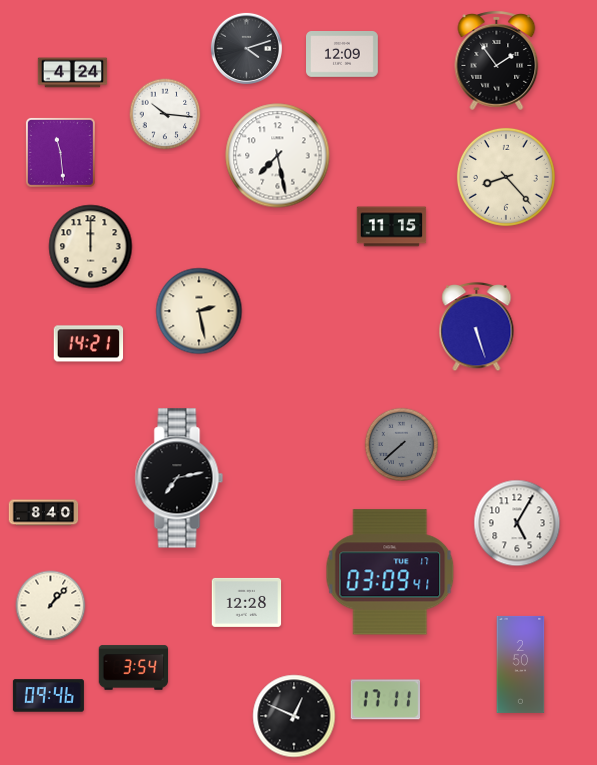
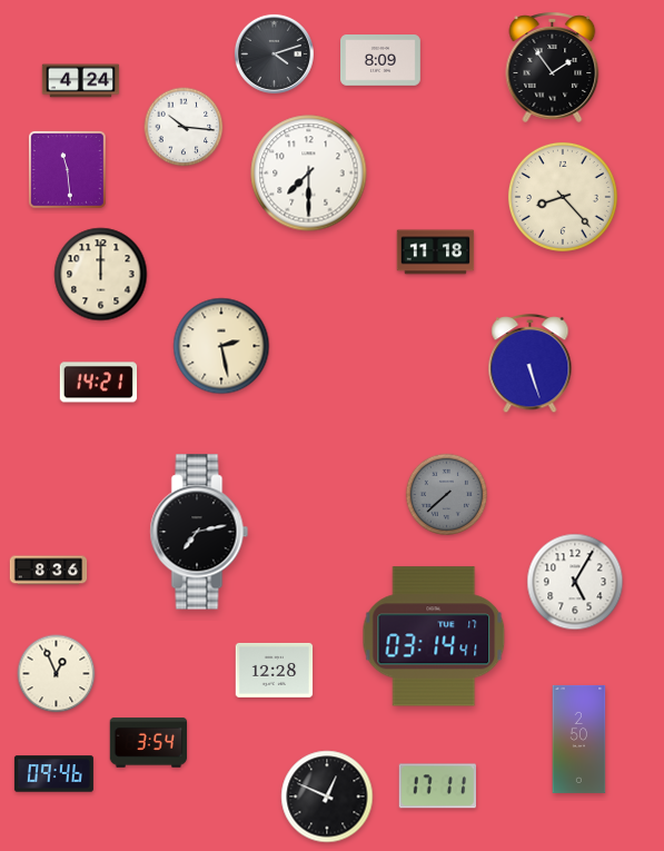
clock at (343, 54): 12:09 -> 8:09
clock at (278, 156): 7:28 -> 7:30
clock at (392, 227): 11:15 -> 11:18
clock at (44, 513): 8:40 -> 8:36
clock at (390, 572): 03:09 -> 03:14
clock at (51, 606): 1:07 -> 12:56
clock at (385, 700) position: (385, 700) -> (437, 786)
